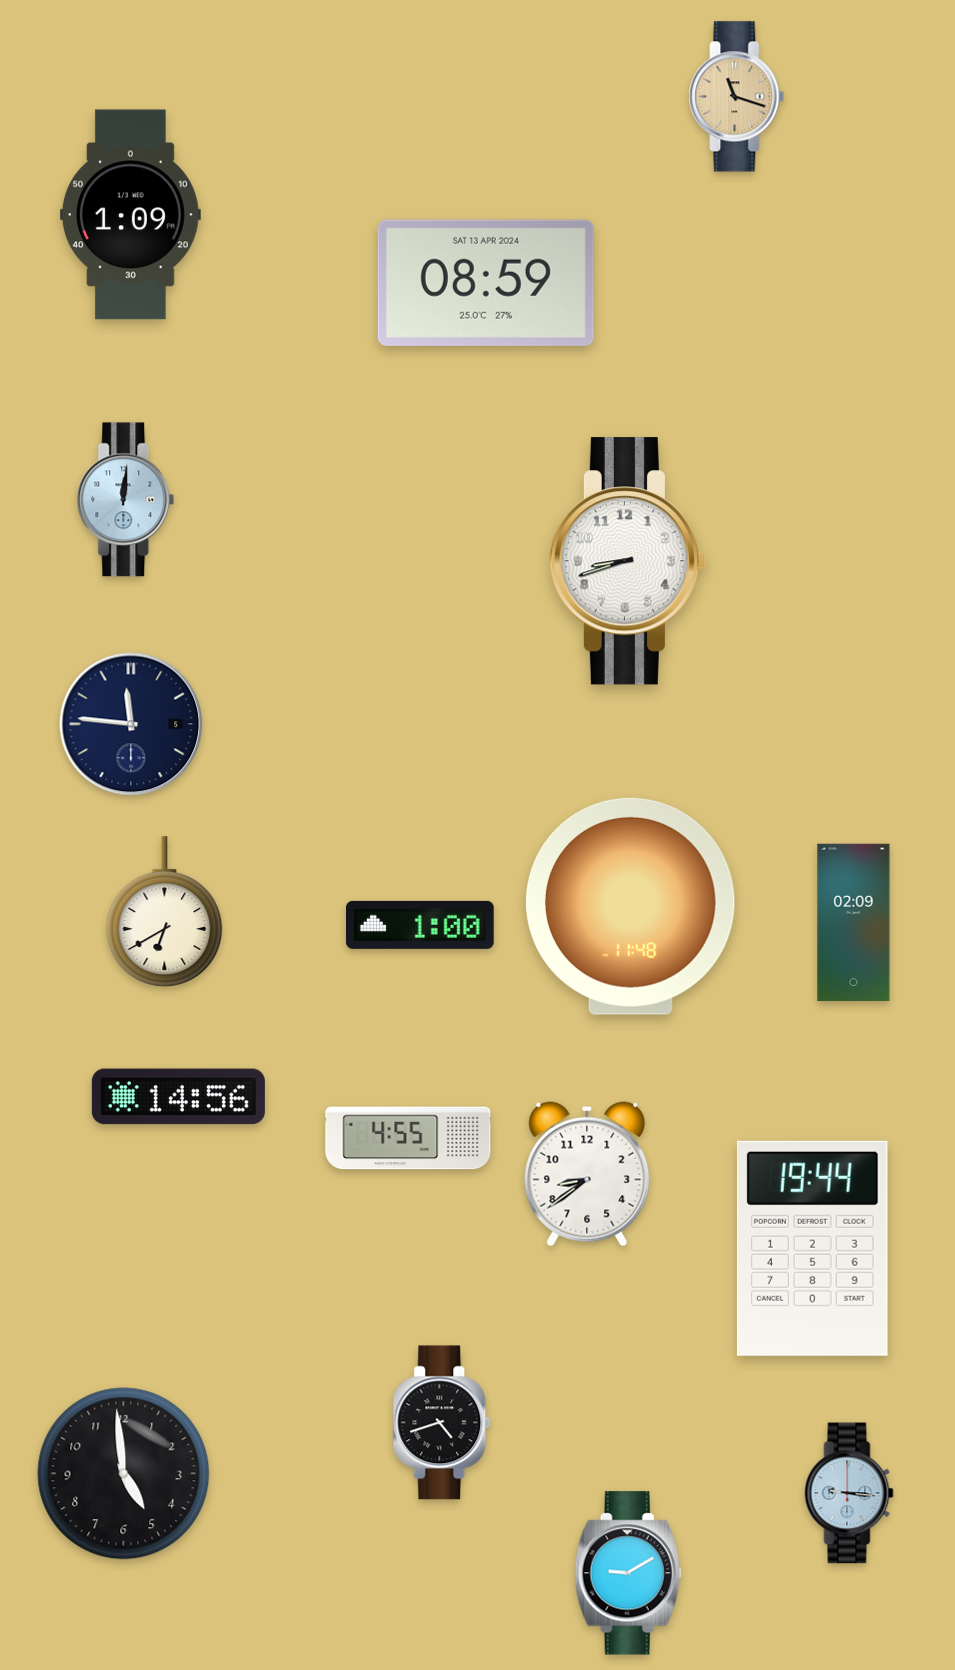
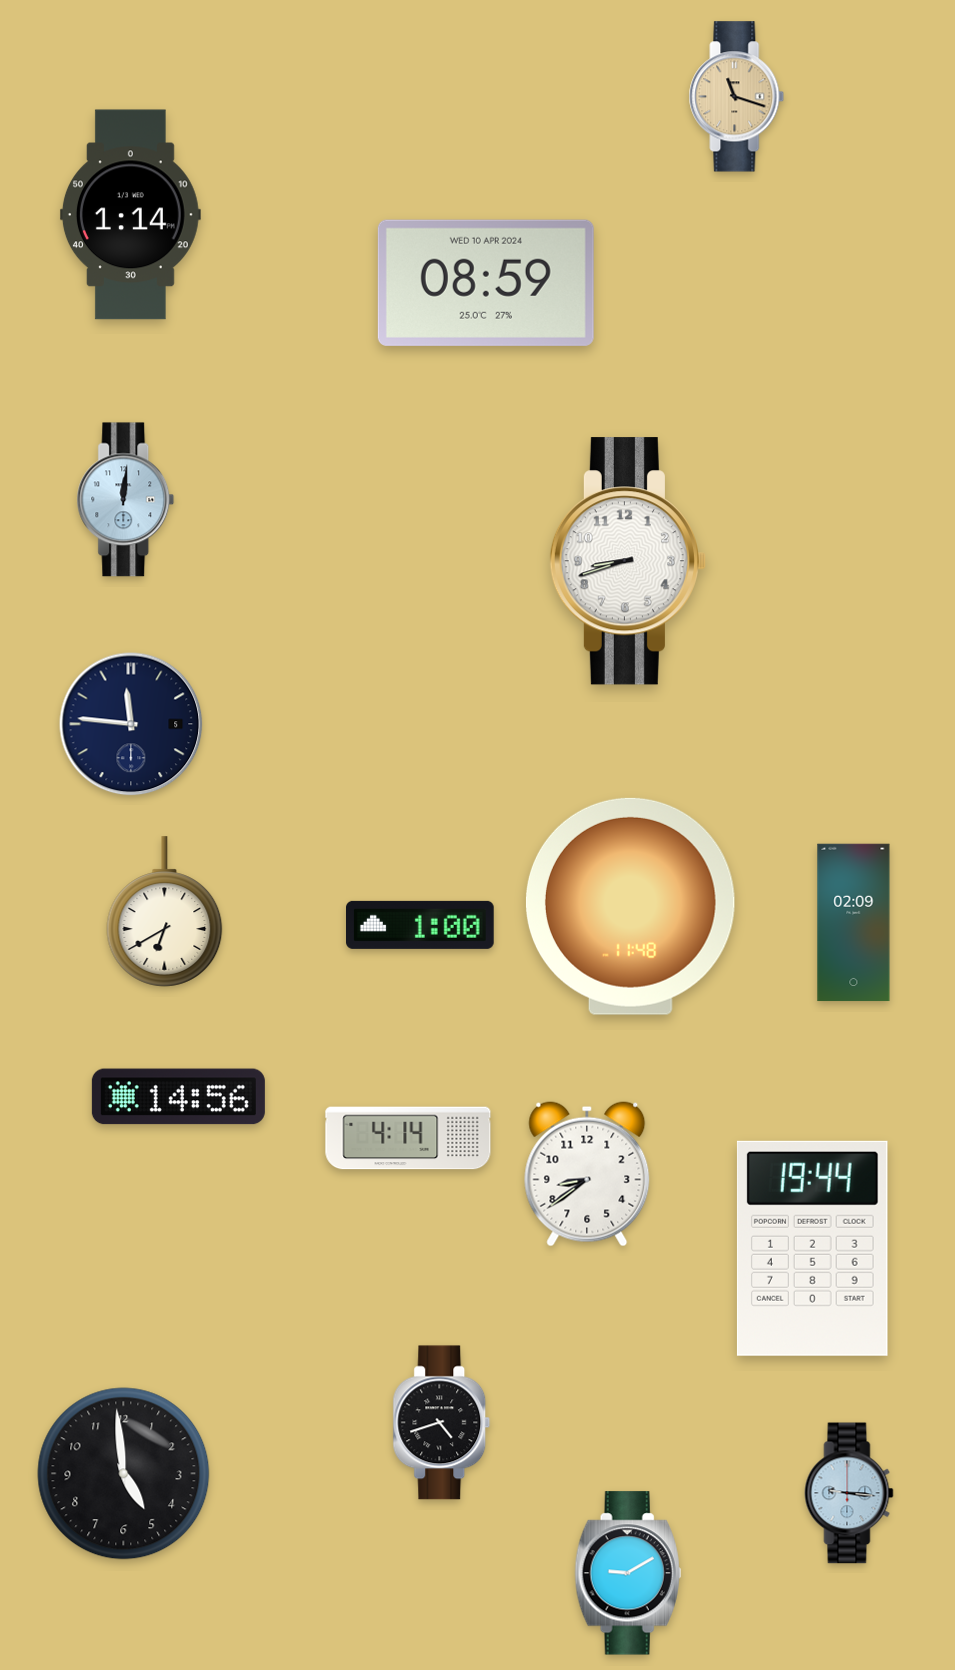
clock at (130, 215): 1:09 -> 1:14
clock at (486, 283) date: SAT 13 APR 2024 -> WED 10 APR 2024
clock at (408, 1138): 4:55 -> 4:14
